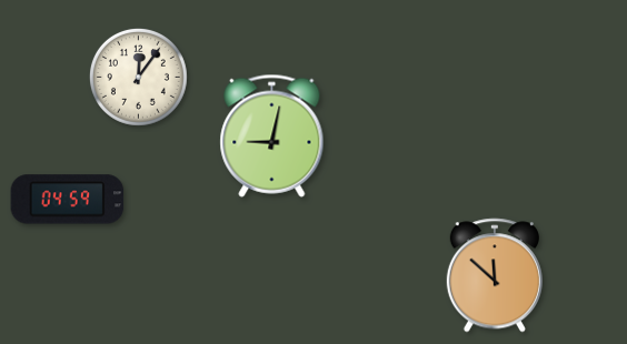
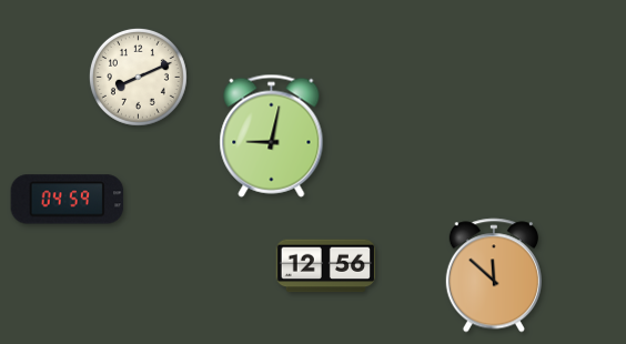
clock at (138, 77): 12:06 -> 8:11
clock at (325, 266): none -> 12:56
